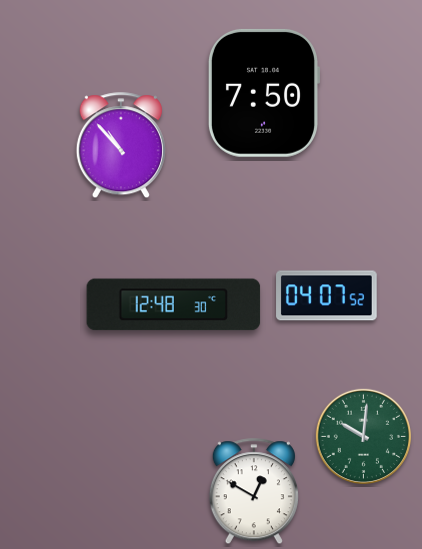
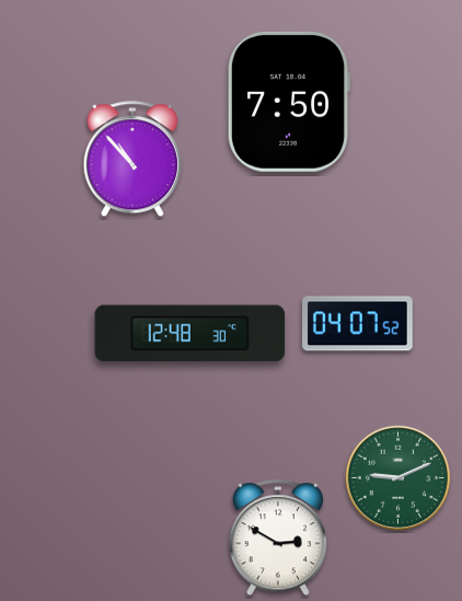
clock at (363, 436): 10:01 -> 9:11
clock at (254, 492): 12:50 -> 2:50
